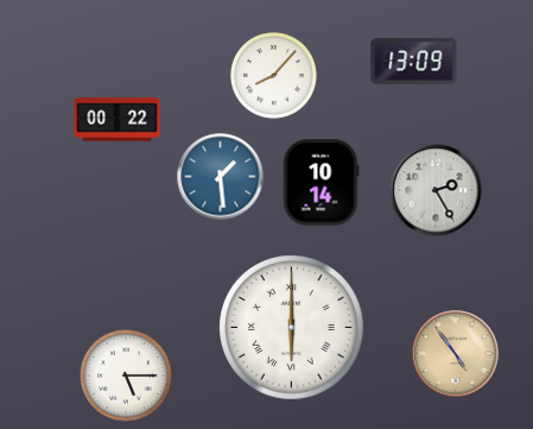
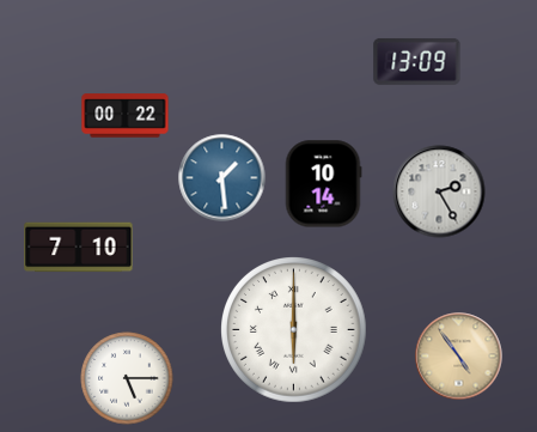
clock at (274, 76): 8:07 -> none
clock at (118, 120) position: (118, 120) -> (126, 116)
clock at (79, 248): none -> 7:10
